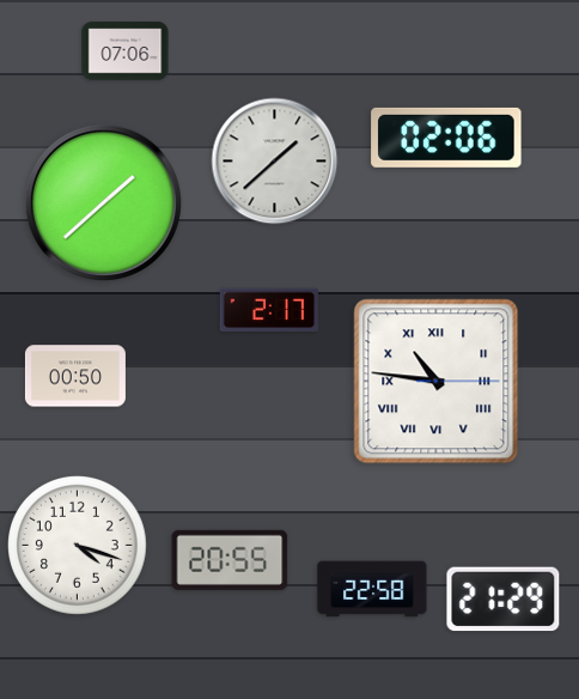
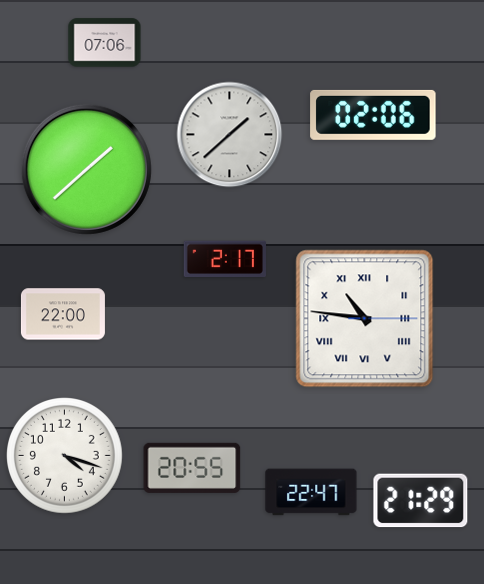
clock at (75, 376): 00:50 -> 22:00
clock at (372, 589): 22:58 -> 22:47
